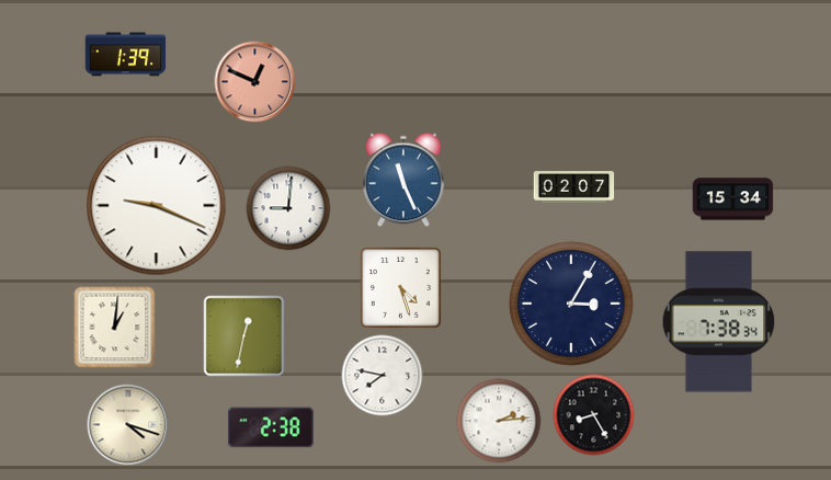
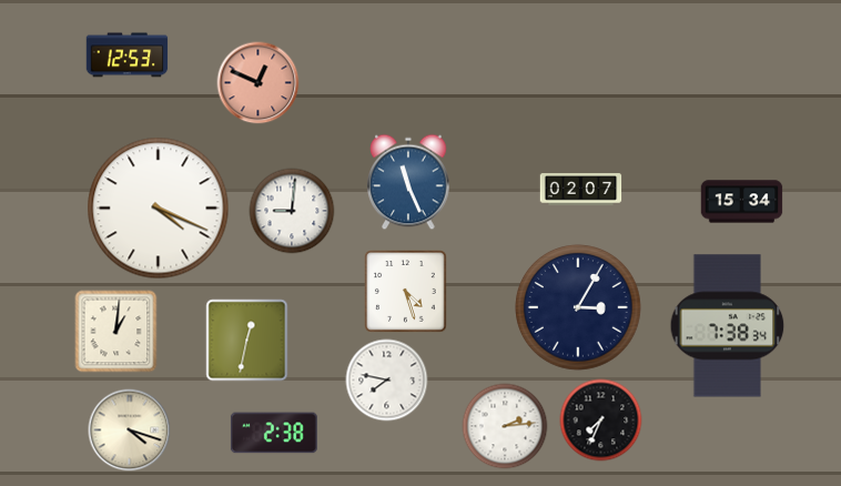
clock at (126, 55): 1:39 -> 12:53
clock at (157, 206): 9:19 -> 4:19
clock at (594, 415): 8:25 -> 7:34
